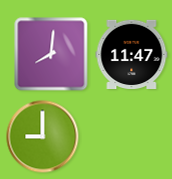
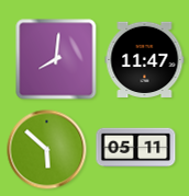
clock at (136, 148): none -> 05:11
clock at (43, 137): 9:00 -> 5:52
